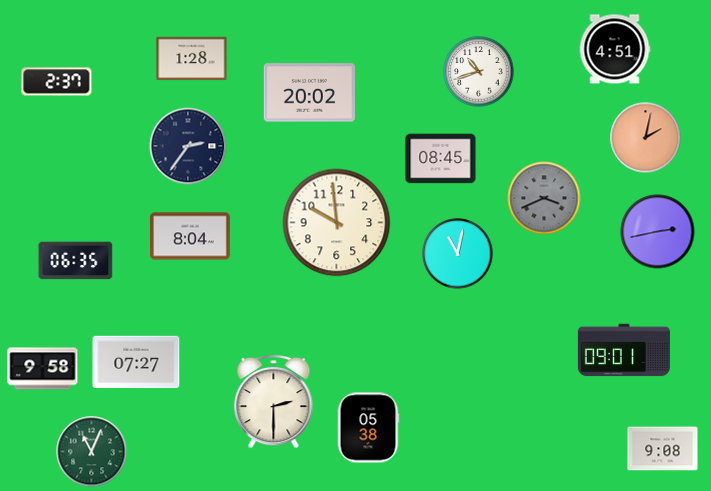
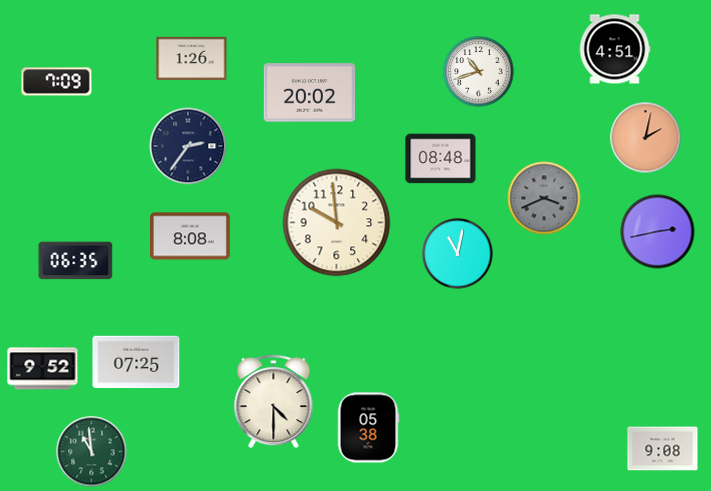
clock at (192, 59): 1:28 -> 1:26
clock at (57, 82): 2:37 -> 7:09
clock at (441, 159): 08:45 -> 08:48
clock at (191, 236): 8:04 -> 8:08
clock at (624, 350): 09:01 -> none
clock at (136, 362): 07:27 -> 07:25
clock at (43, 369): 9:58 -> 9:52
clock at (274, 401): 2:30 -> 4:30
clock at (92, 452): 11:04 -> 10:59
